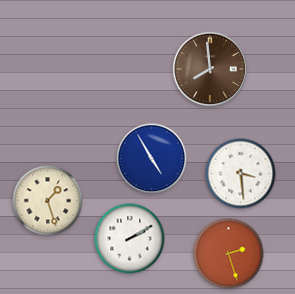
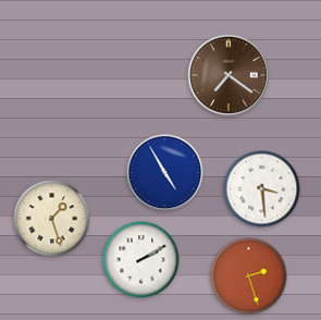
clock at (210, 69): 7:59 -> 7:21
